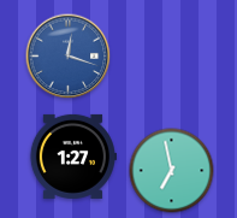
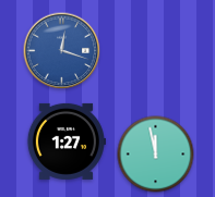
clock at (172, 171): 6:58 -> 11:58
